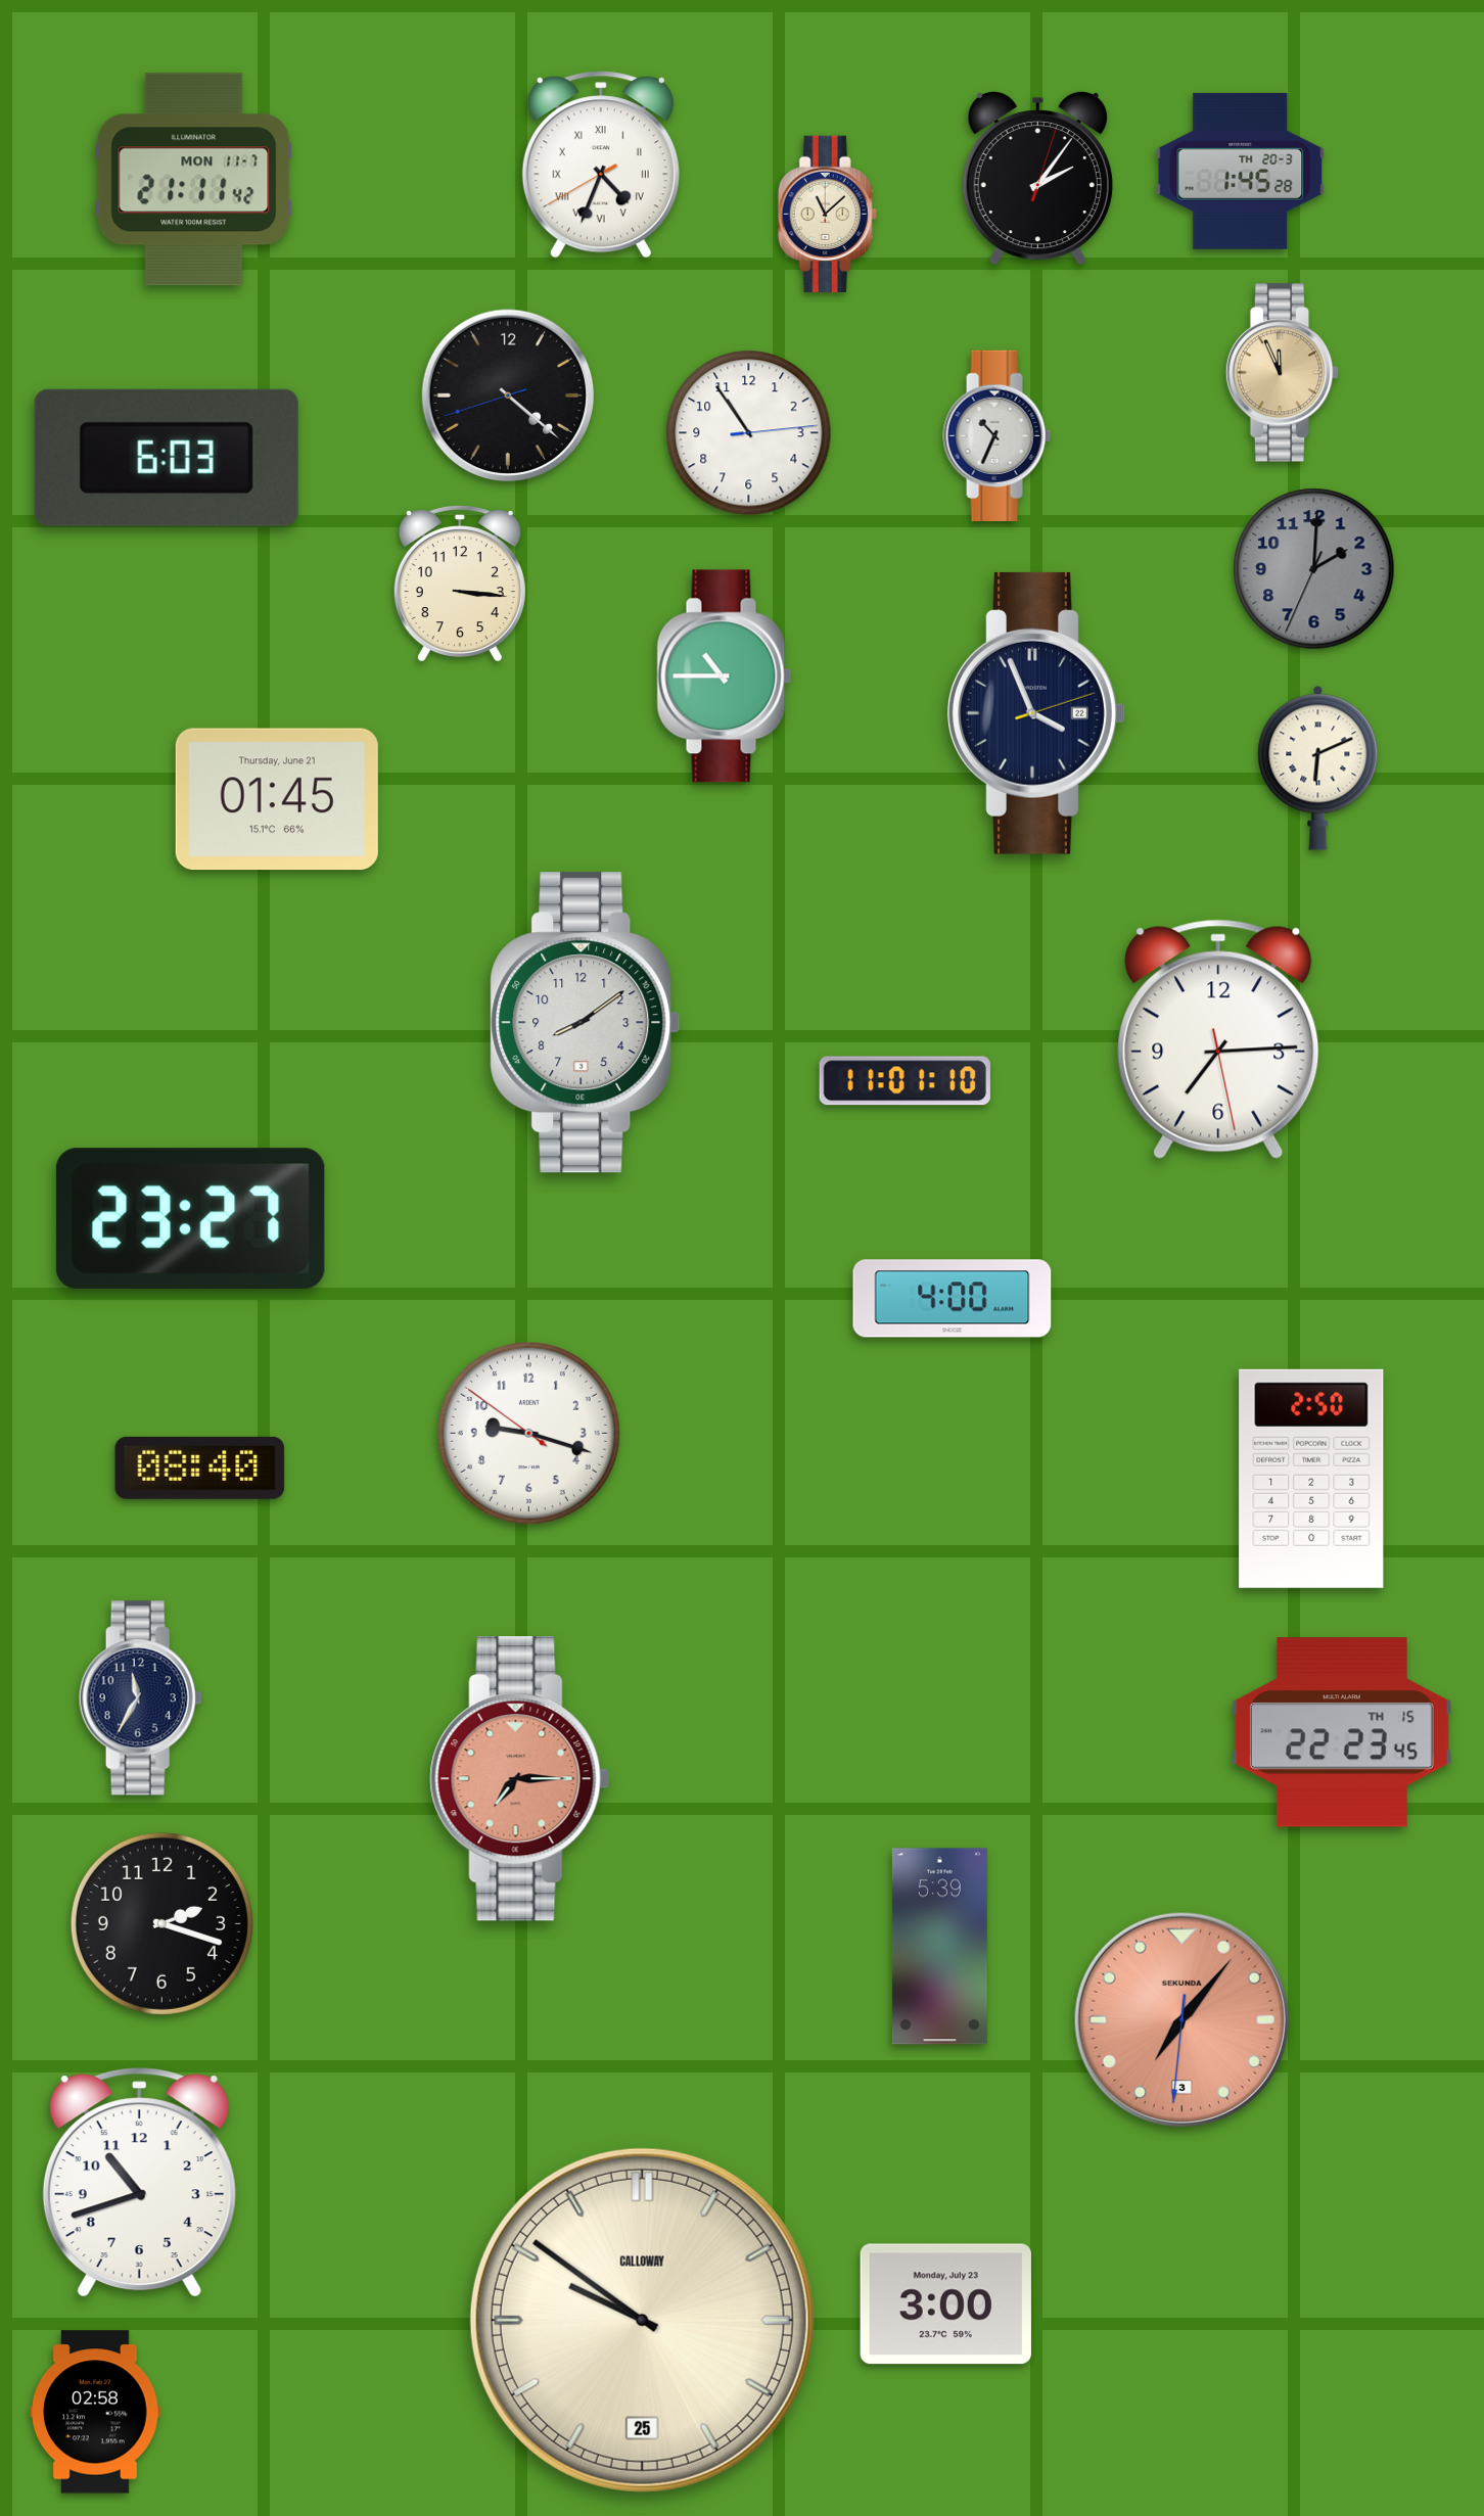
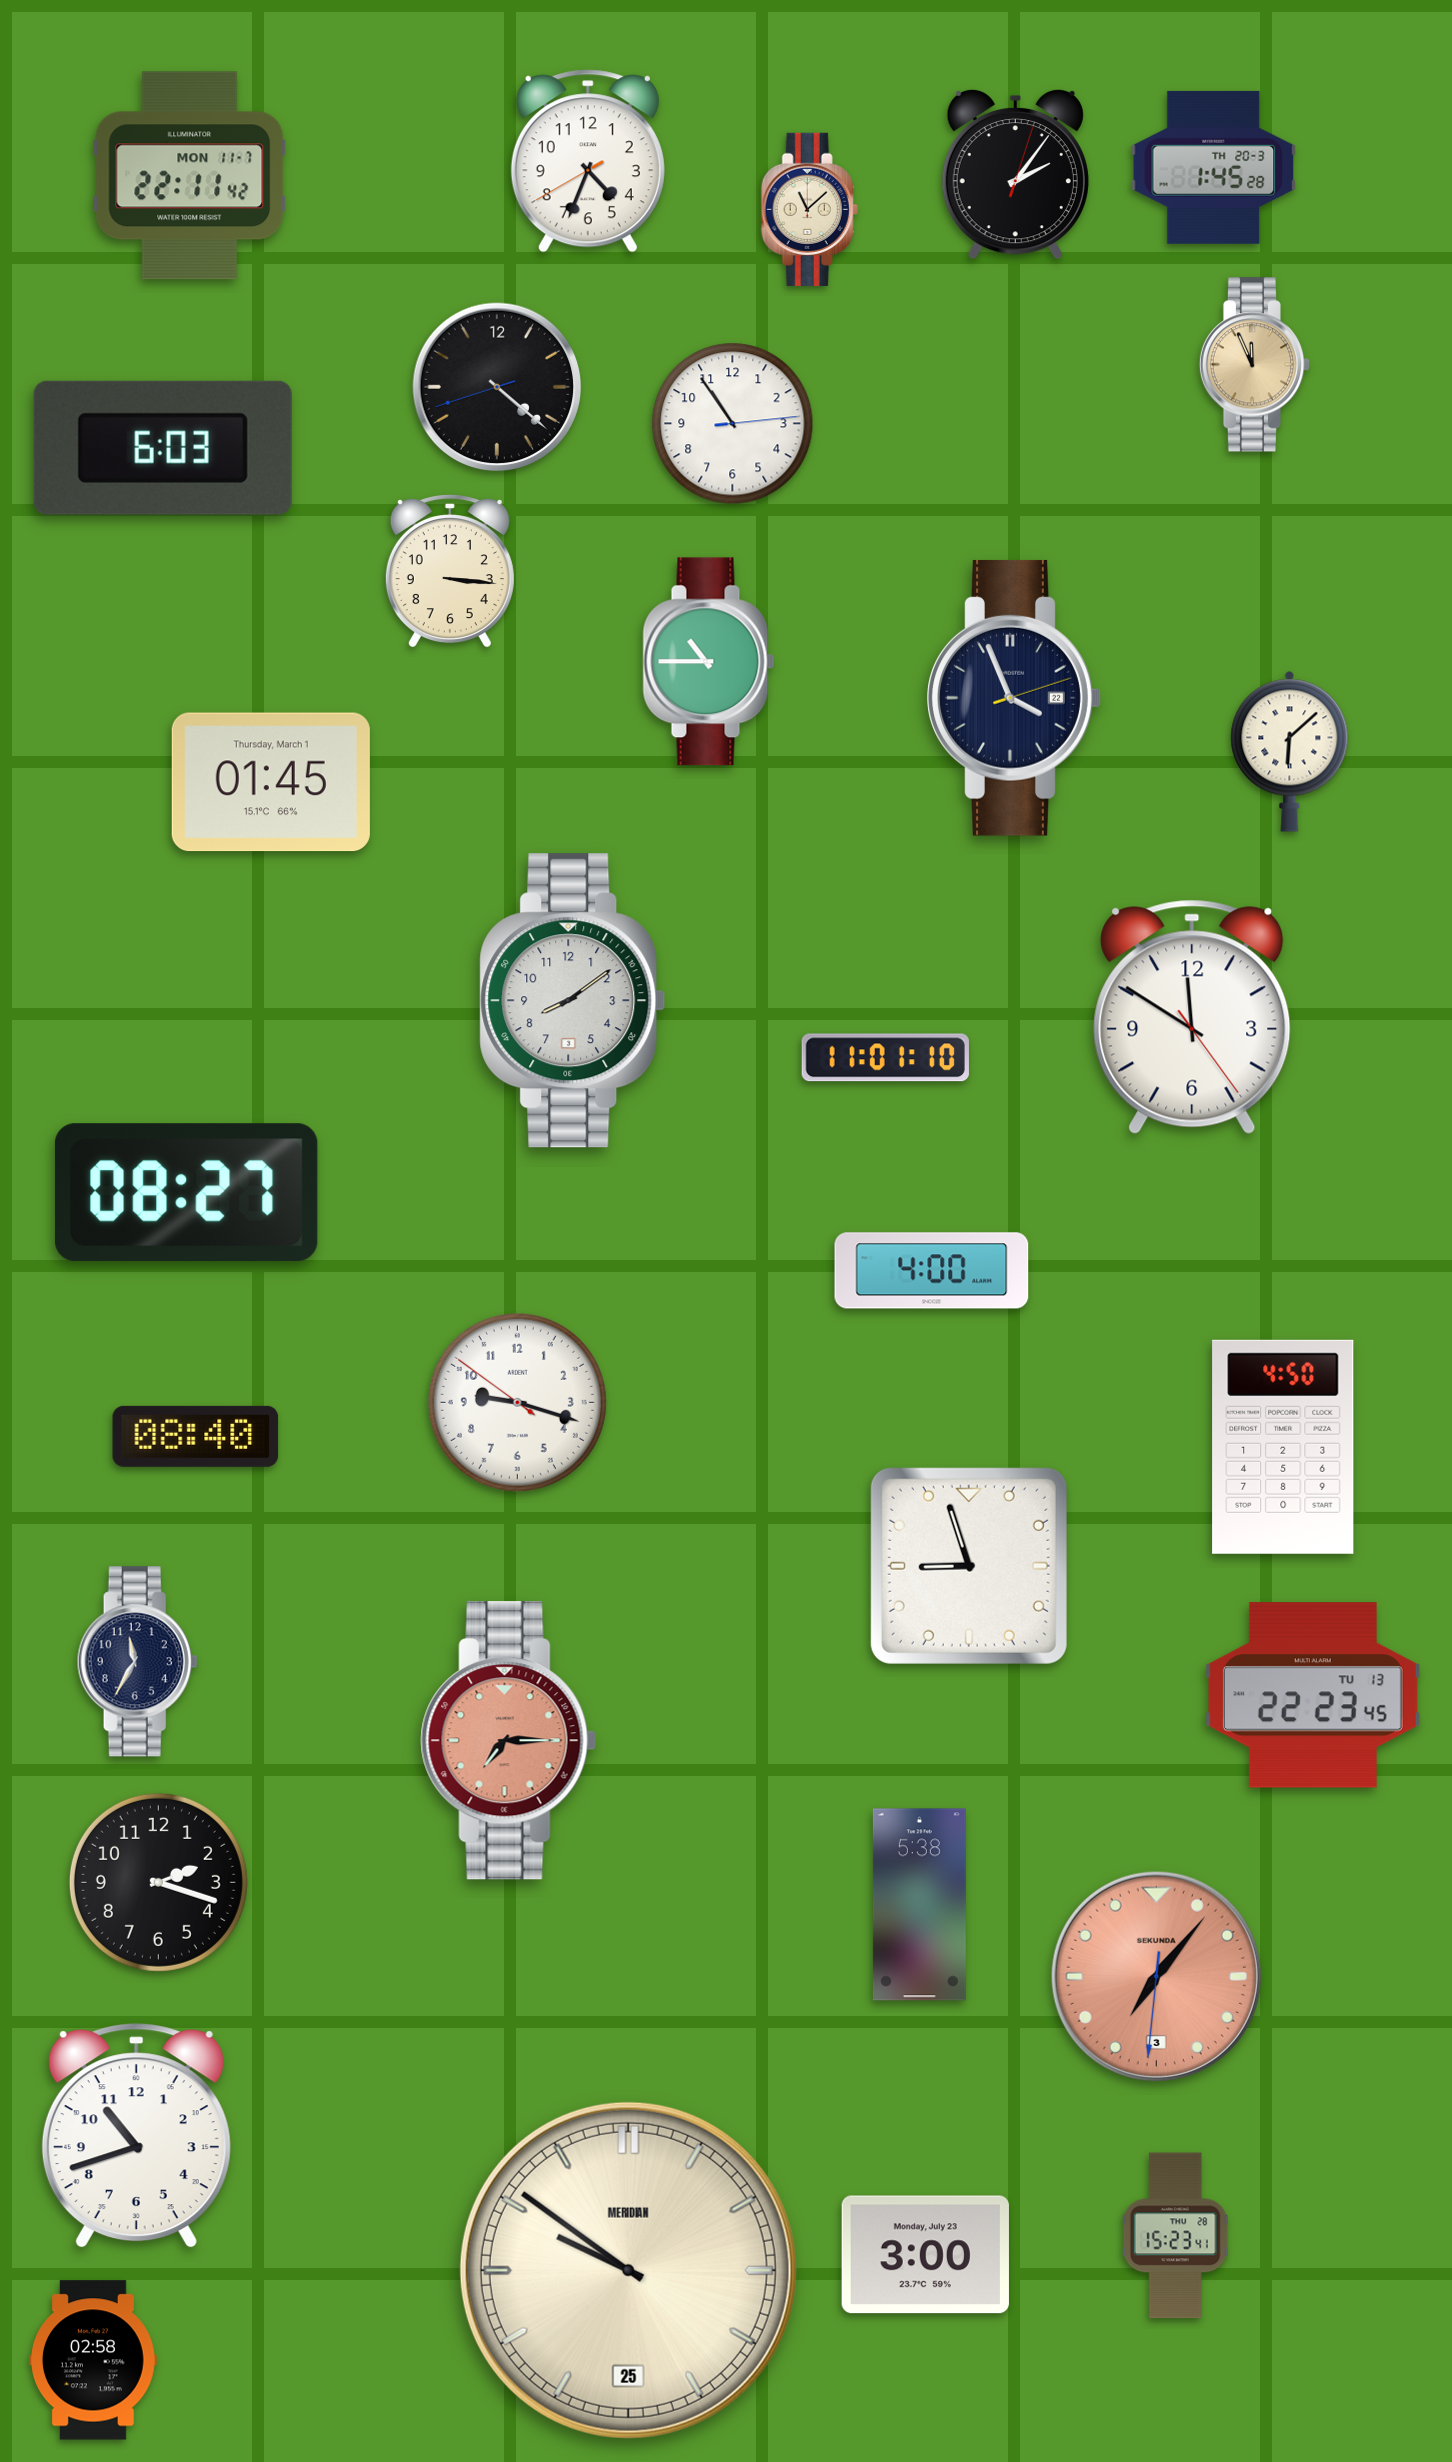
clock at (601, 165) numerals: Roman -> Arabic
clock at (194, 180): 21:11 -> 22:11
clock at (998, 435): 10:34 -> none
clock at (1314, 569): 2:00 -> none
clock at (1318, 767): 6:11 -> 6:08
clock at (277, 799) date: Thursday, June 21 -> Thursday, March 1
clock at (1218, 1039): 7:14 -> 11:50
clock at (190, 1219): 23:27 -> 08:27
clock at (1311, 1479): 2:50 -> 4:50
clock at (969, 1566): none -> 8:57
clock at (1342, 1732) date: TH 15 -> TU 13
clock at (939, 1947): 5:39 -> 5:38
clock at (1176, 2236): none -> 15:23
clock at (642, 2320) brand: CALLOWAY -> MERIDIAN
